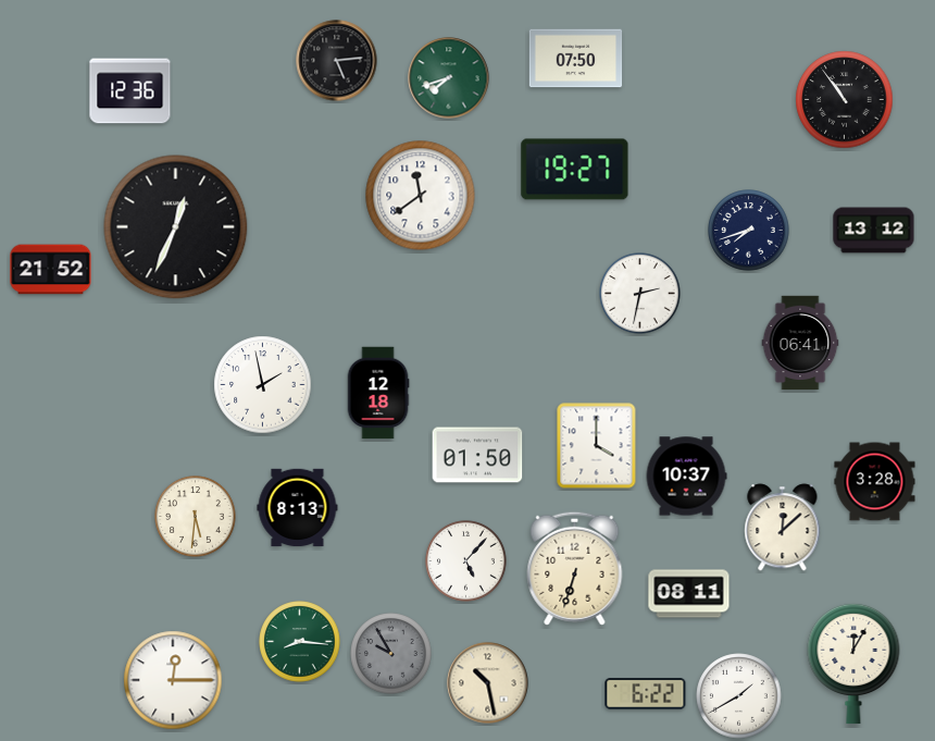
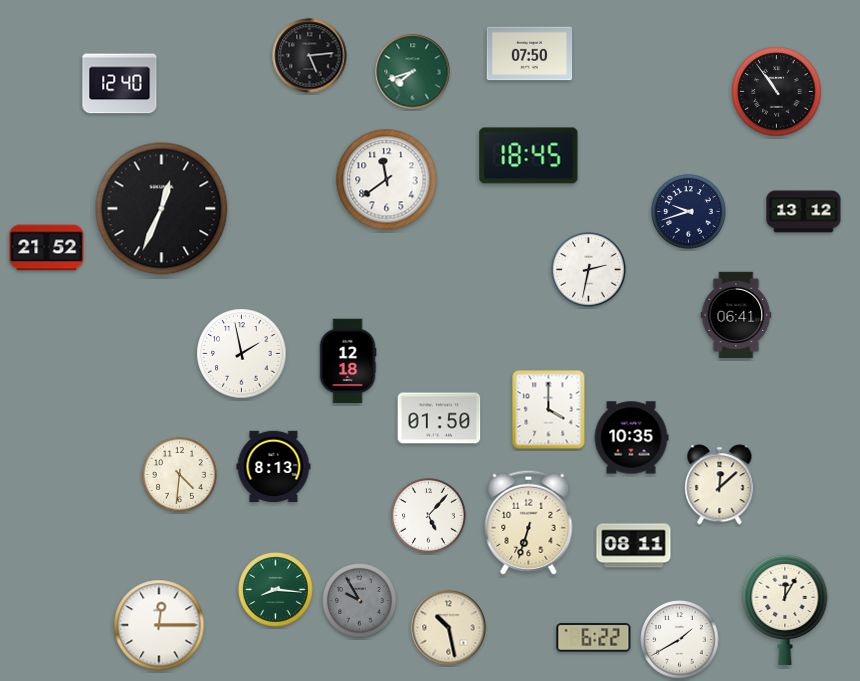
clock at (130, 91): 12:36 -> 12:40
clock at (575, 170): 19:27 -> 18:45
clock at (749, 231): 7:42 -> 9:42
clock at (686, 477): 10:37 -> 10:35
clock at (875, 482): 3:28 -> none
clock at (196, 517): 5:31 -> 4:31
